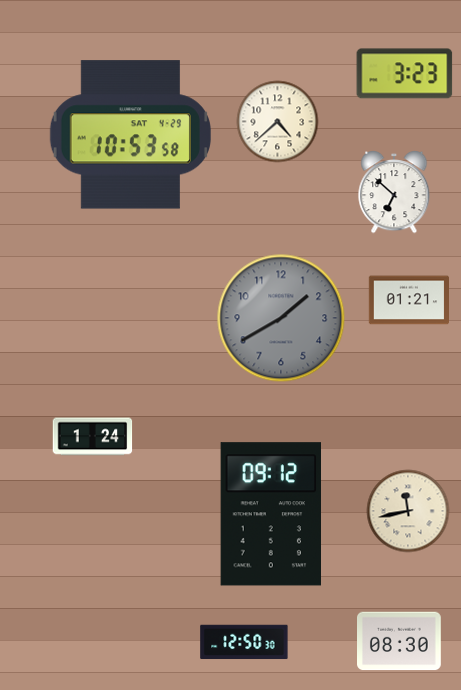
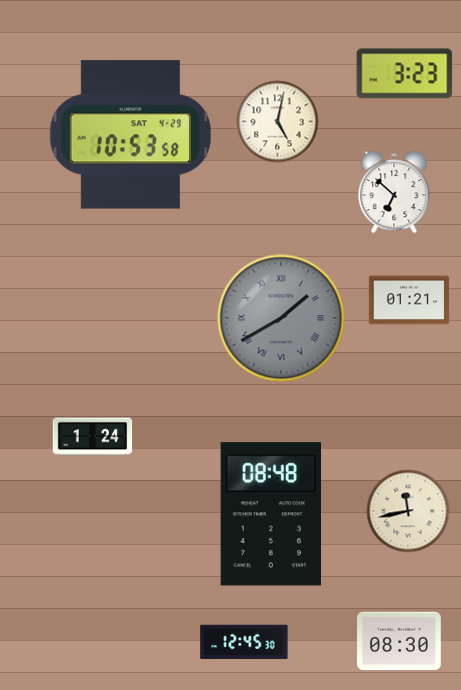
clock at (278, 122): 4:38 -> 5:02
clock at (281, 318) numerals: Arabic -> Roman
clock at (270, 514): 09:12 -> 08:48
clock at (244, 642): 12:50 -> 12:45
